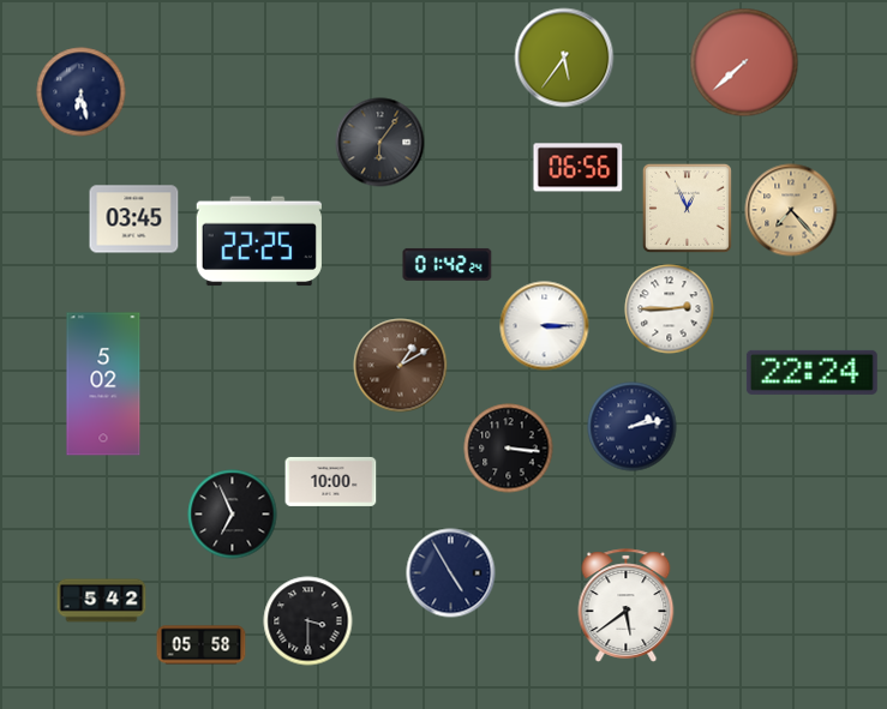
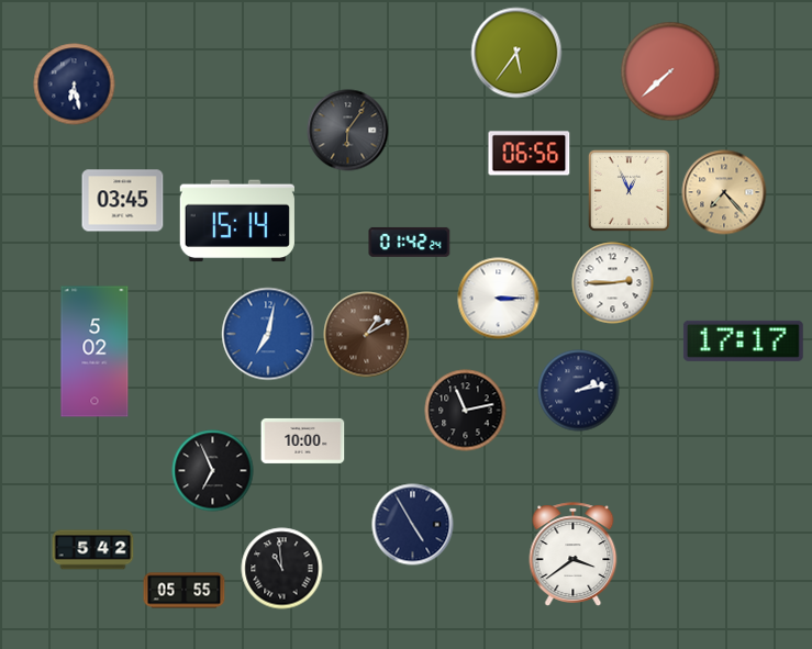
clock at (744, 62) position: (744, 62) -> (670, 71)
clock at (259, 241): 22:25 -> 15:14
clock at (268, 334): none -> 7:02
clock at (811, 372): 22:24 -> 17:17
clock at (509, 449): 3:16 -> 11:13
clock at (627, 606): 5:39 -> 3:39
clock at (308, 621): 3:30 -> 10:59
clock at (202, 645): 05:58 -> 05:55
